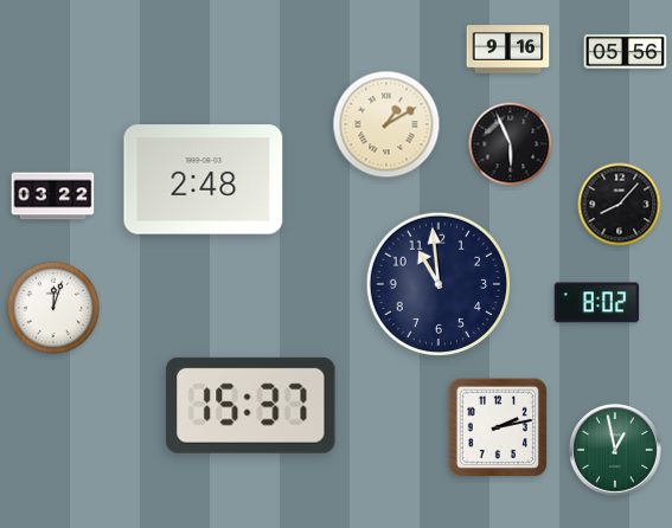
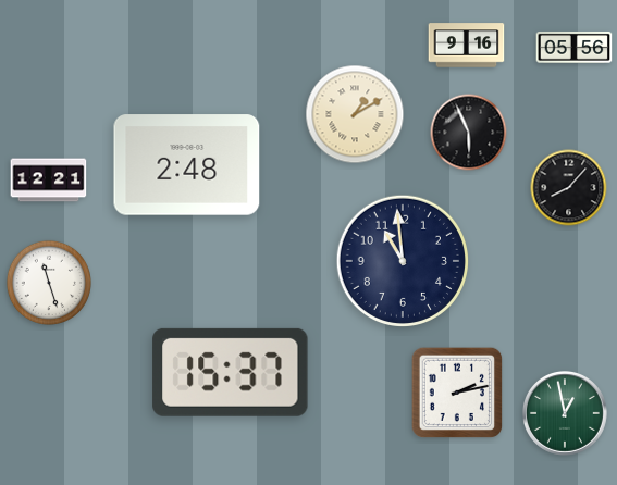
clock at (53, 197): 03:22 -> 12:21
clock at (596, 303): 8:02 -> none
clock at (53, 308): 12:03 -> 11:27
